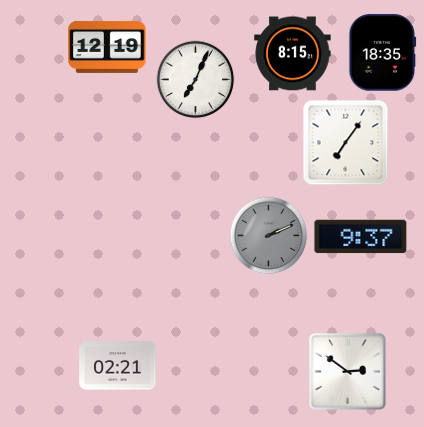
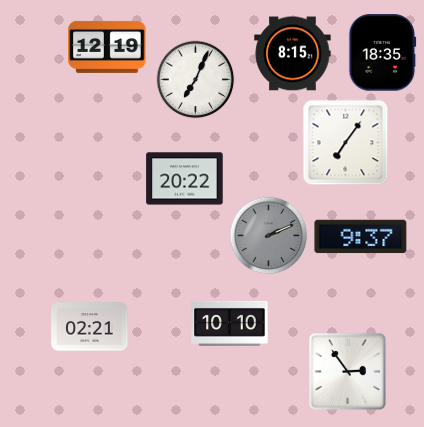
clock at (185, 179): none -> 20:22
clock at (230, 323): none -> 10:10
clock at (118, 366) position: (118, 366) -> (90, 327)
clock at (347, 371): 2:51 -> 2:54
